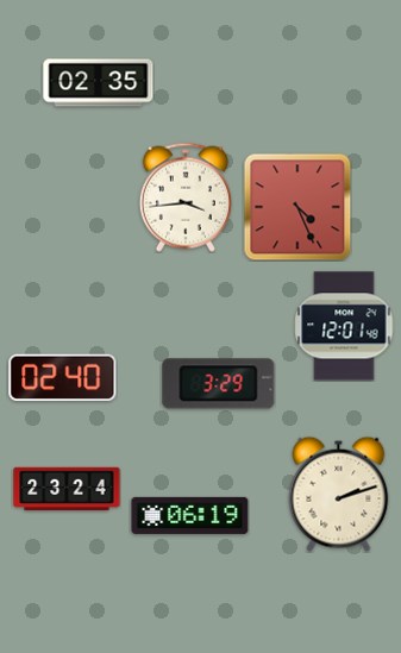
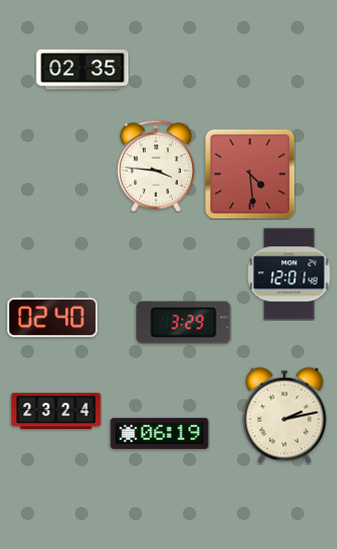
clock at (186, 197): 3:44 -> 3:46
clock at (297, 207): 4:26 -> 4:29
clock at (339, 494): 2:12 -> 2:13
